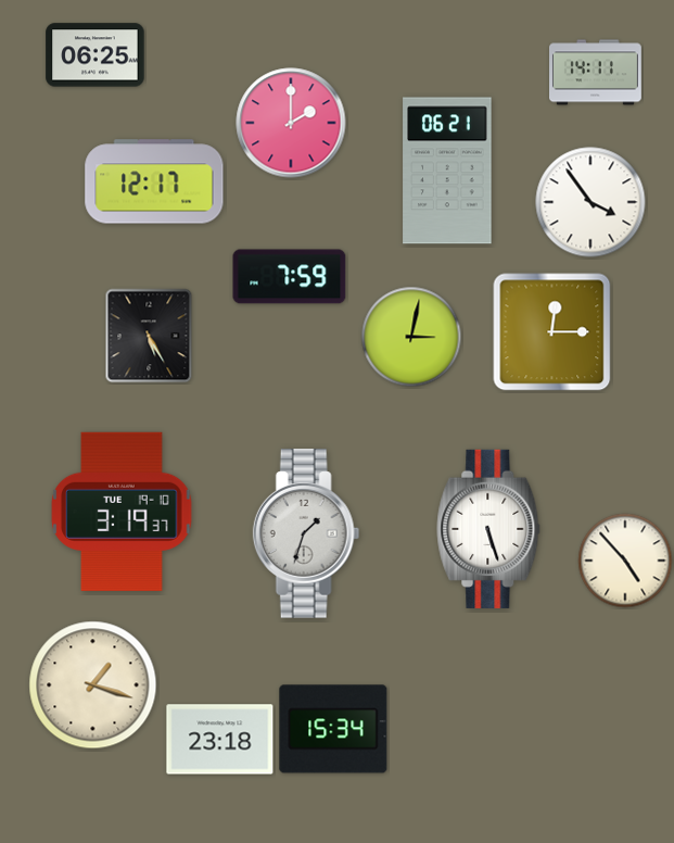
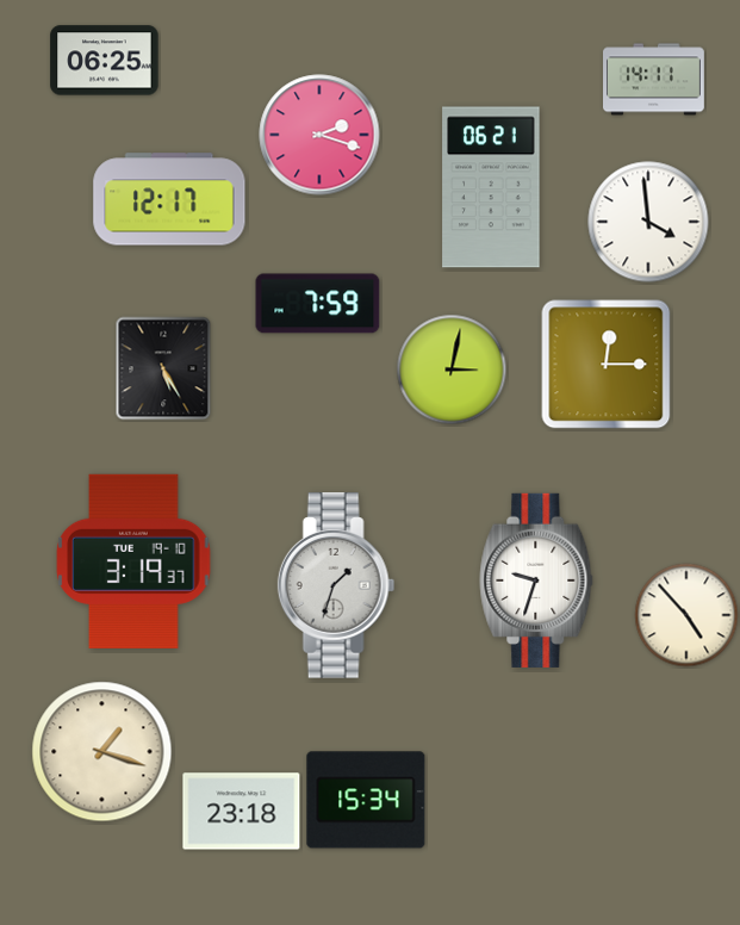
clock at (291, 123): 2:00 -> 2:18
clock at (590, 202): 3:54 -> 3:59
clock at (488, 529): 5:27 -> 9:33
